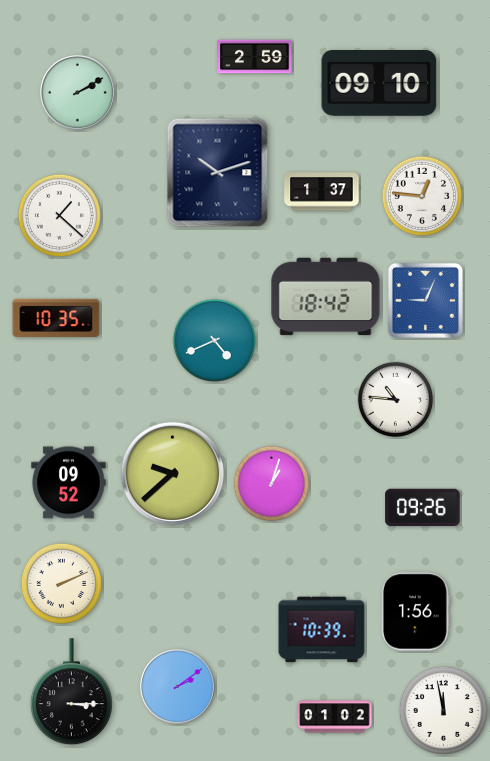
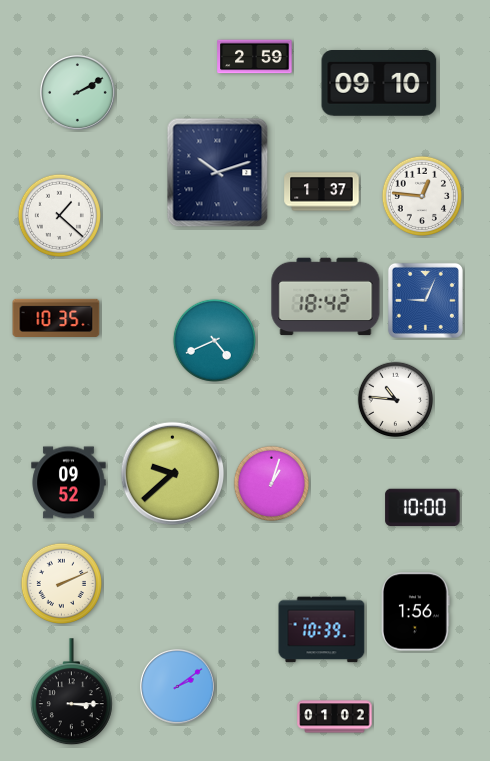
clock at (423, 508): 09:26 -> 10:00
clock at (443, 710): 11:58 -> none
